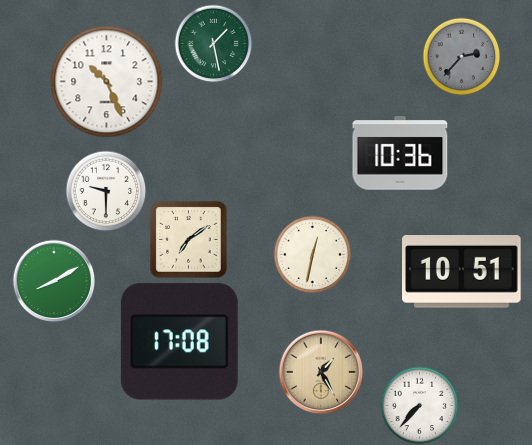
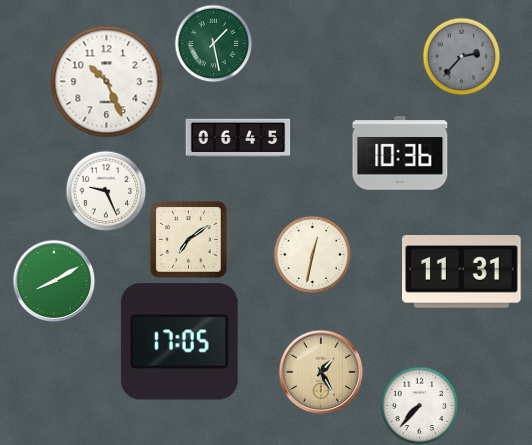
clock at (238, 138): none -> 06:45
clock at (106, 191): 9:30 -> 9:26
clock at (462, 272): 10:51 -> 11:31
clock at (179, 342): 17:08 -> 17:05
